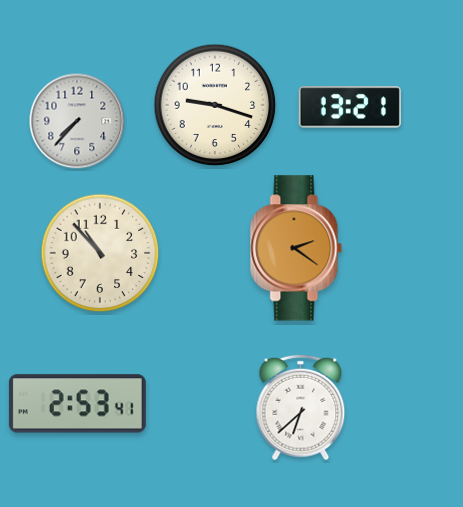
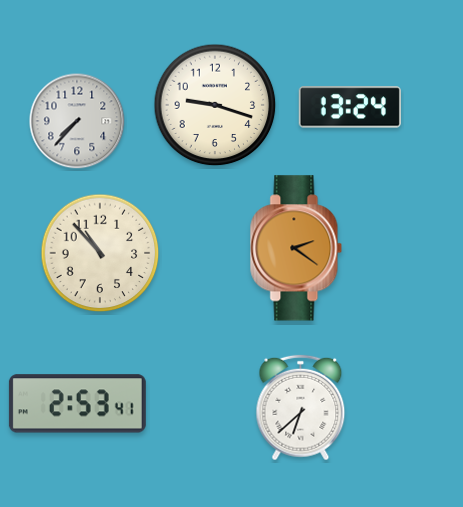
clock at (350, 107): 13:21 -> 13:24
